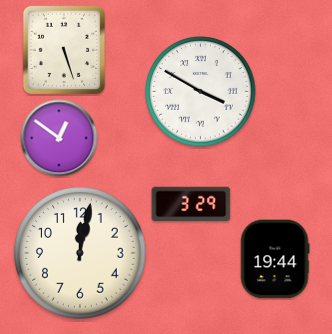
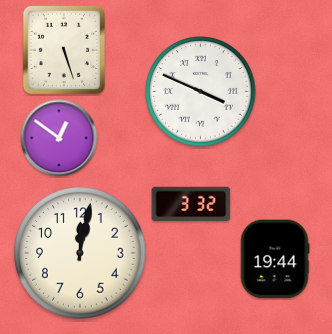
clock at (201, 92): 3:50 -> 3:49
clock at (191, 204): 3:29 -> 3:32
